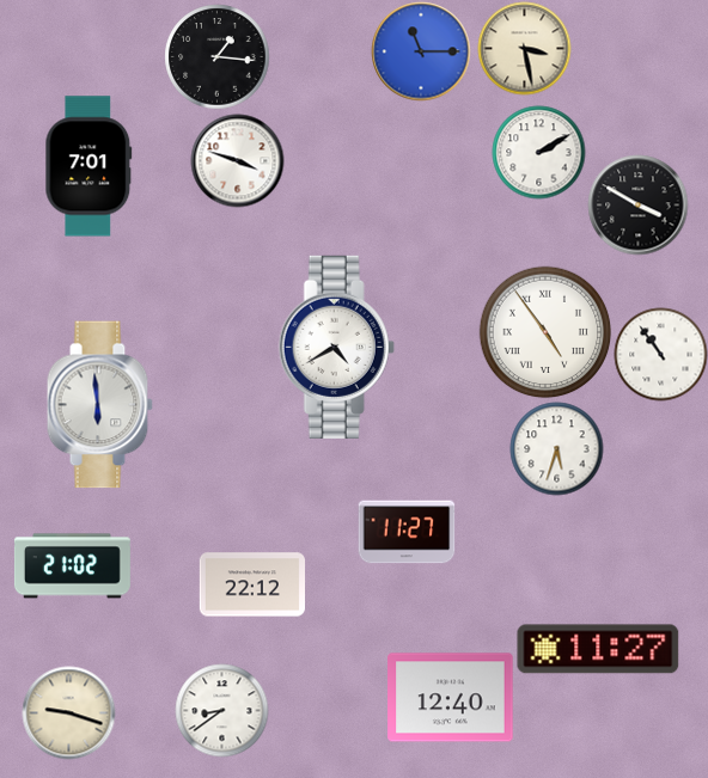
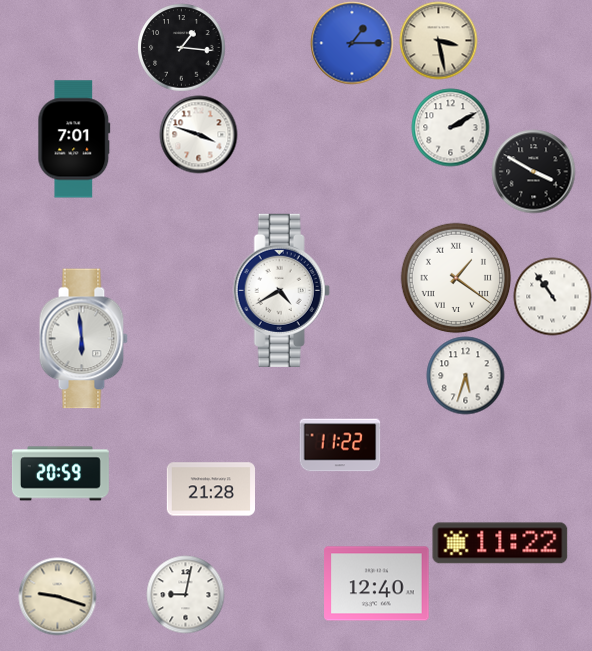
clock at (421, 51): 11:15 -> 1:15
clock at (545, 332): 4:54 -> 1:21
clock at (407, 532): 11:27 -> 11:22
clock at (72, 566): 21:02 -> 20:59
clock at (251, 584): 22:12 -> 21:28
clock at (598, 649): 11:27 -> 11:22
clock at (221, 710): 8:39 -> 9:02
